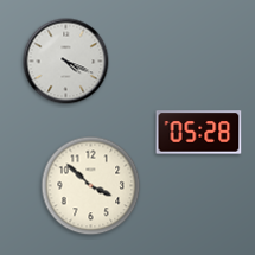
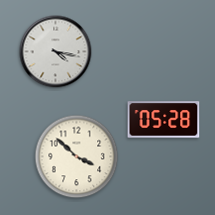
clock at (66, 62): 4:19 -> 4:17
clock at (199, 133) position: (199, 133) -> (164, 120)
